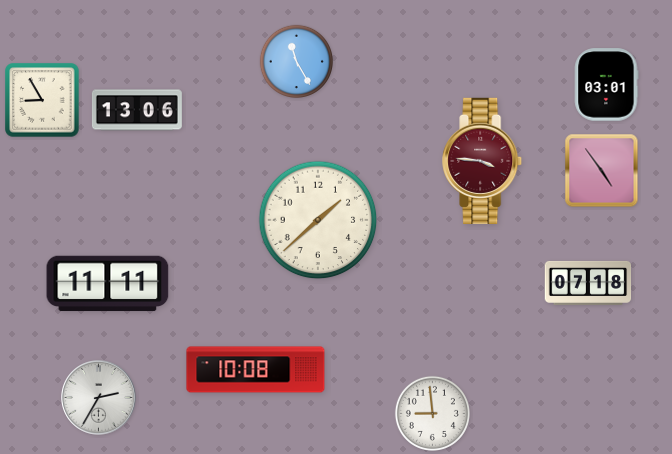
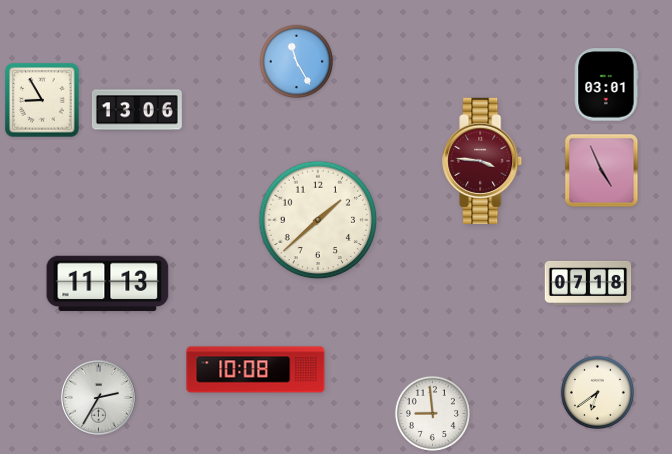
clock at (602, 171): 4:54 -> 4:56
clock at (108, 284): 11:11 -> 11:13
clock at (597, 392): none -> 6:39
